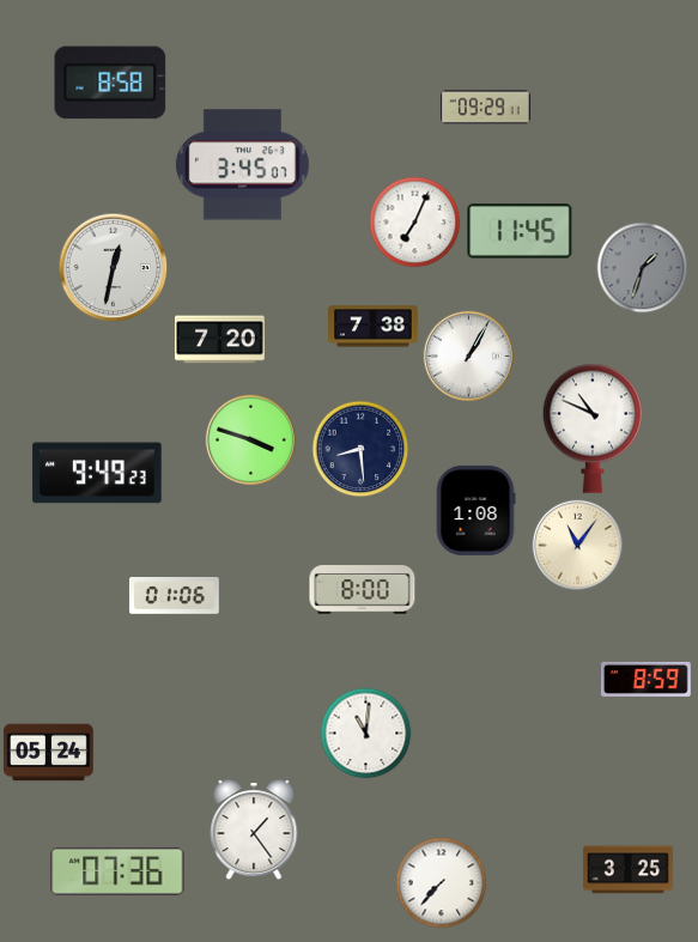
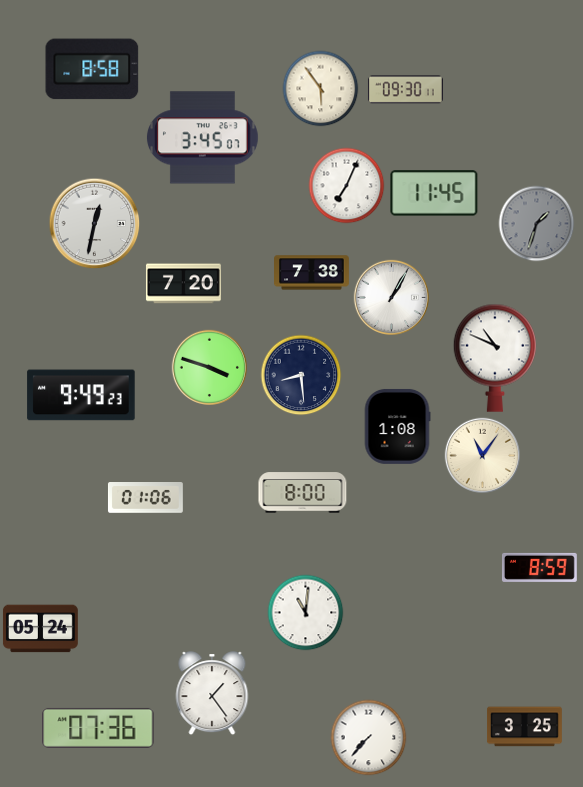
clock at (321, 89): none -> 5:54
clock at (485, 108): 09:29 -> 09:30
